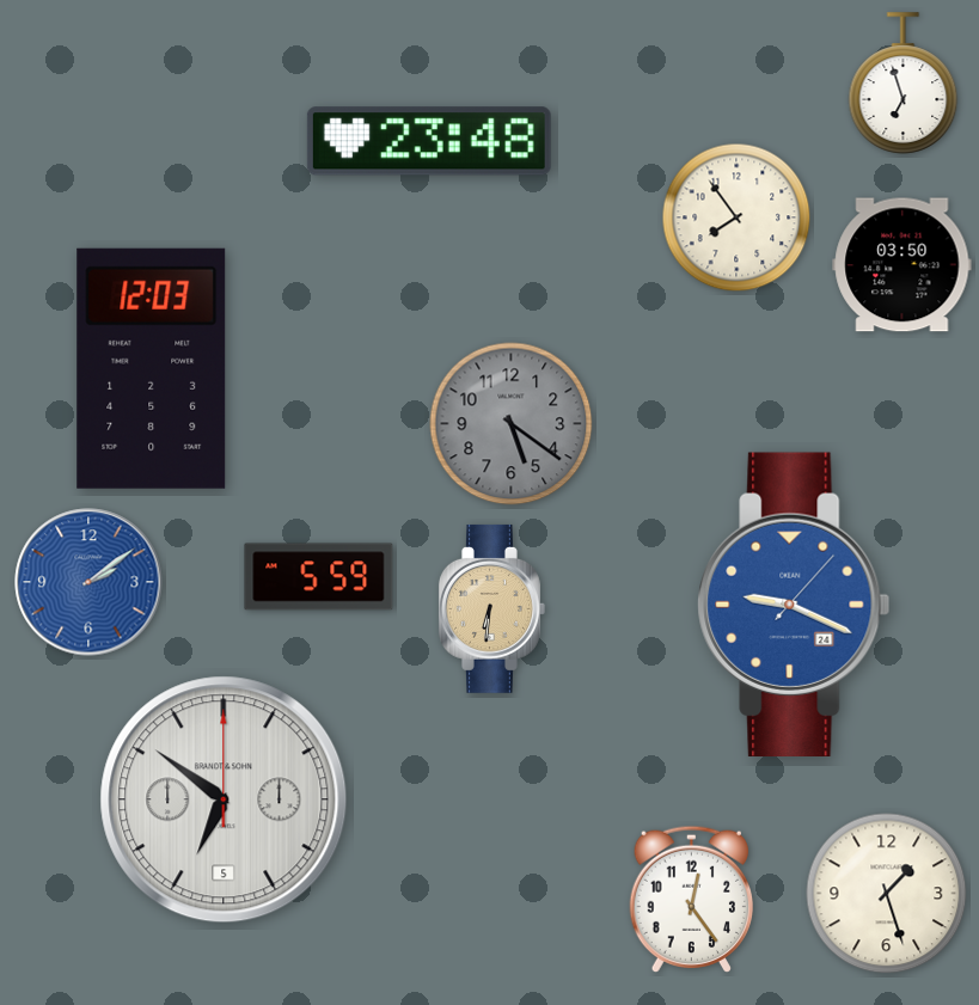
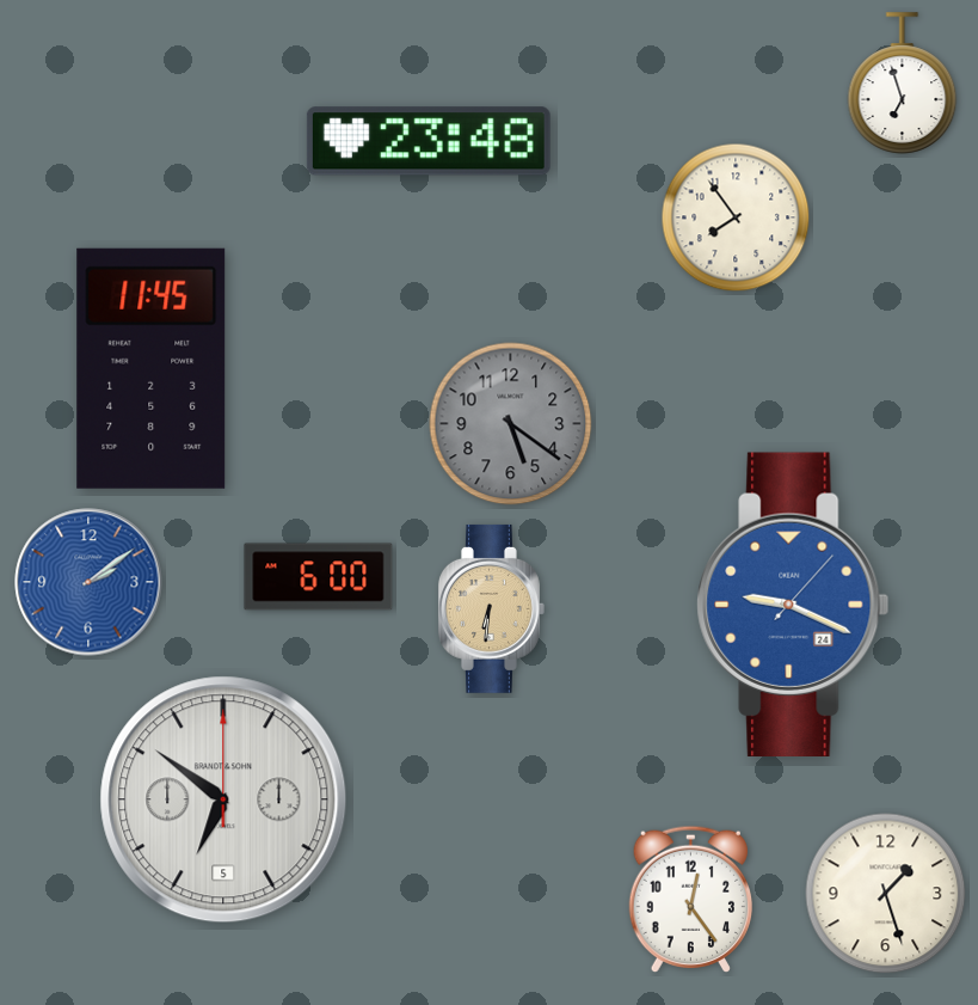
clock at (902, 265): 03:50 -> none
clock at (152, 368): 12:03 -> 11:45
clock at (319, 577): 5:59 -> 6:00
